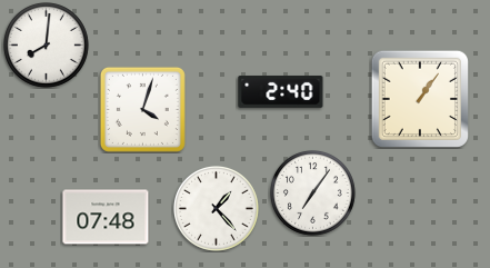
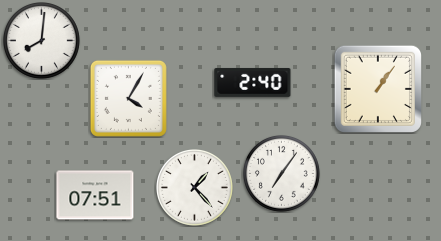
clock at (142, 109): 4:03 -> 4:05
clock at (106, 217): 07:48 -> 07:51
